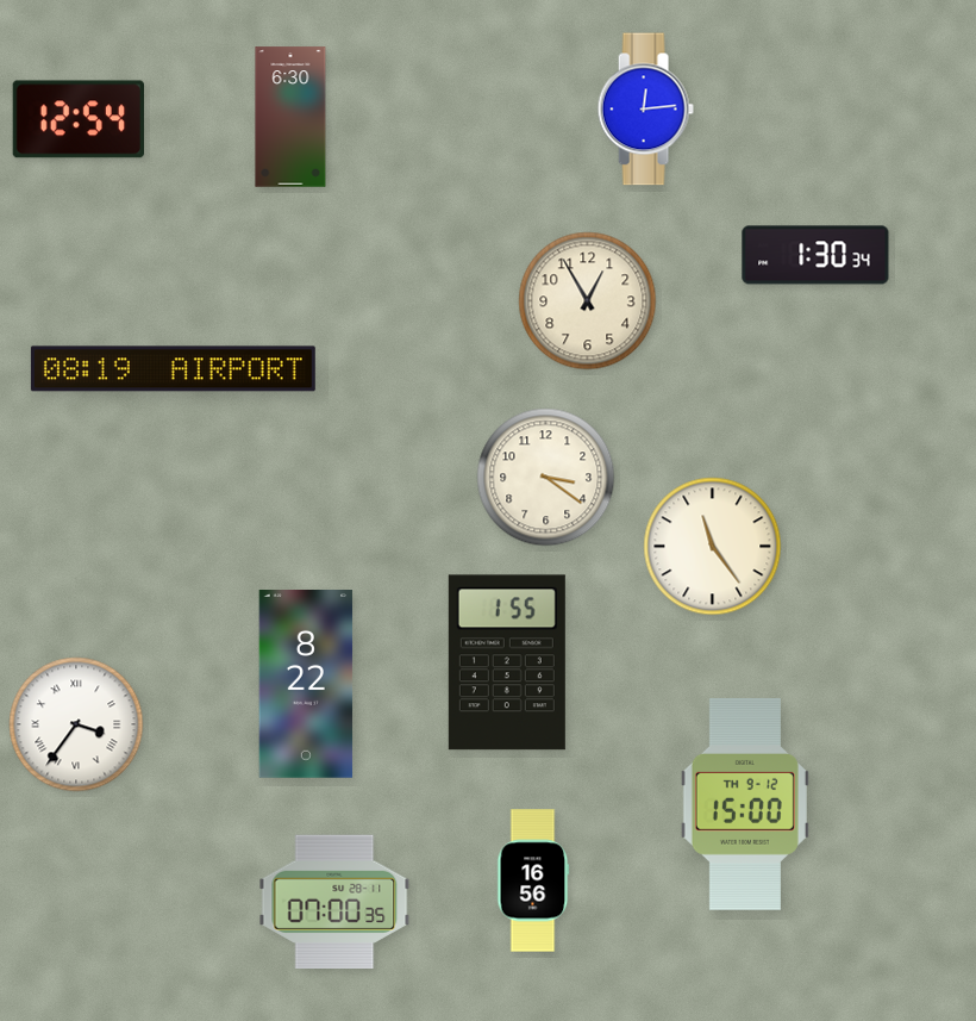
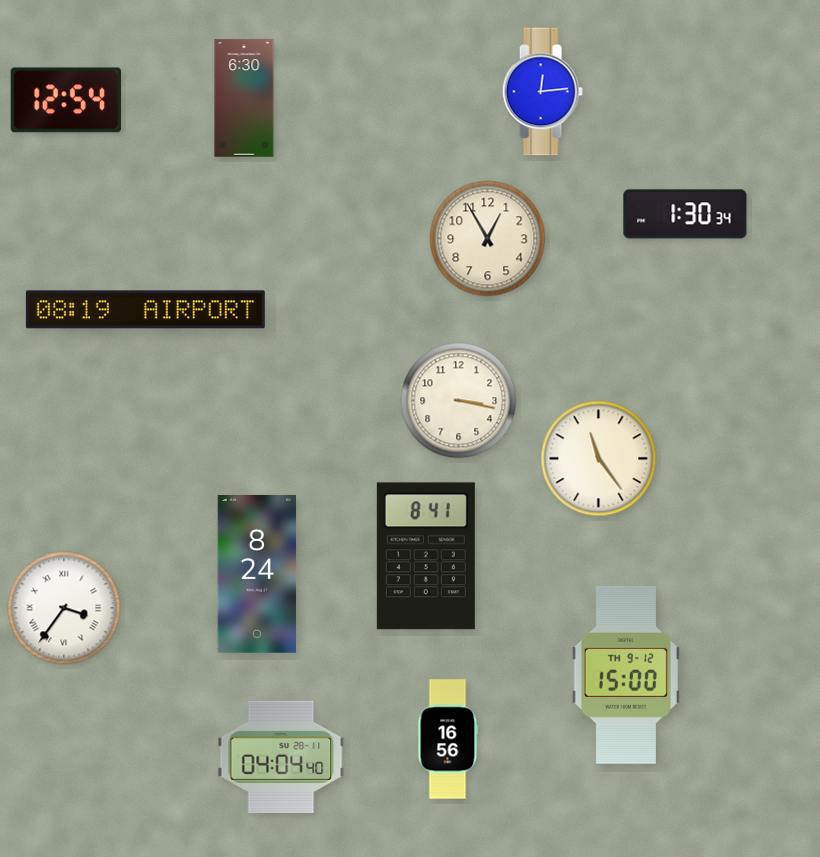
clock at (588, 301) position: (588, 301) -> (488, 239)
clock at (546, 478): 3:21 -> 3:17
clock at (507, 662): 1:55 -> 8:41
clock at (306, 685): 8:22 -> 8:24
clock at (334, 902): 07:00 -> 04:04
